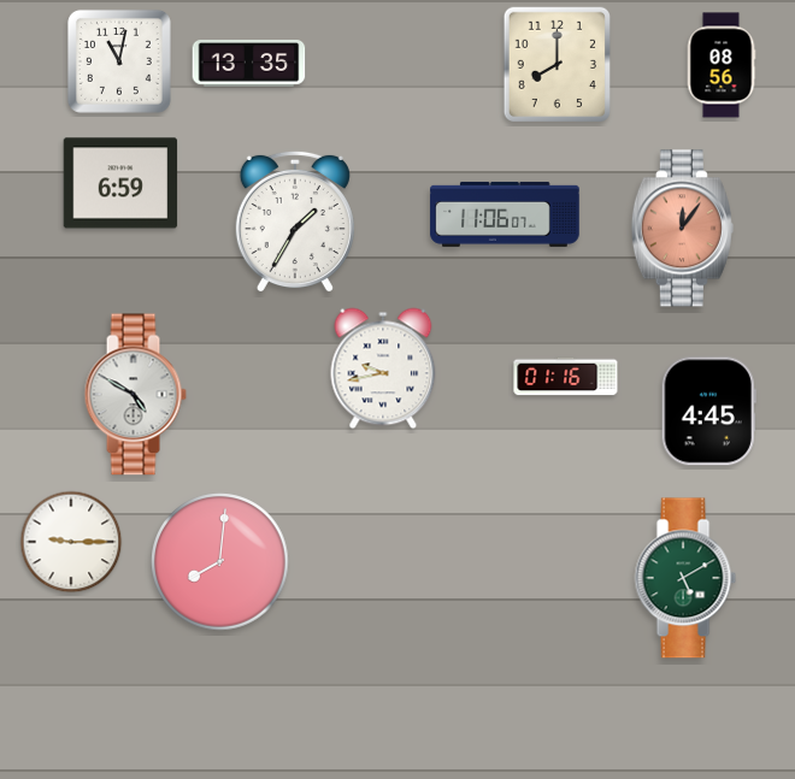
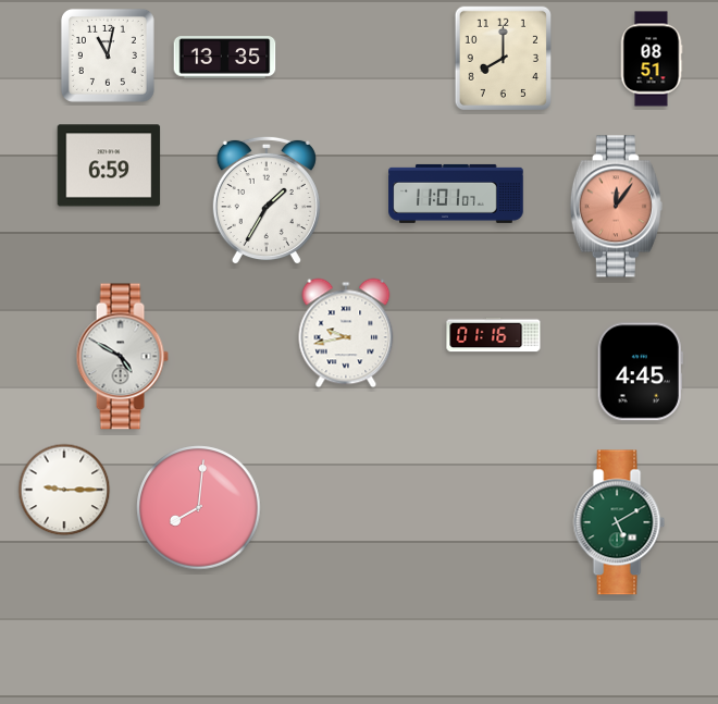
clock at (722, 65): 08:56 -> 08:51
clock at (505, 214): 11:06 -> 11:01
clock at (566, 377) position: (566, 377) -> (494, 335)
